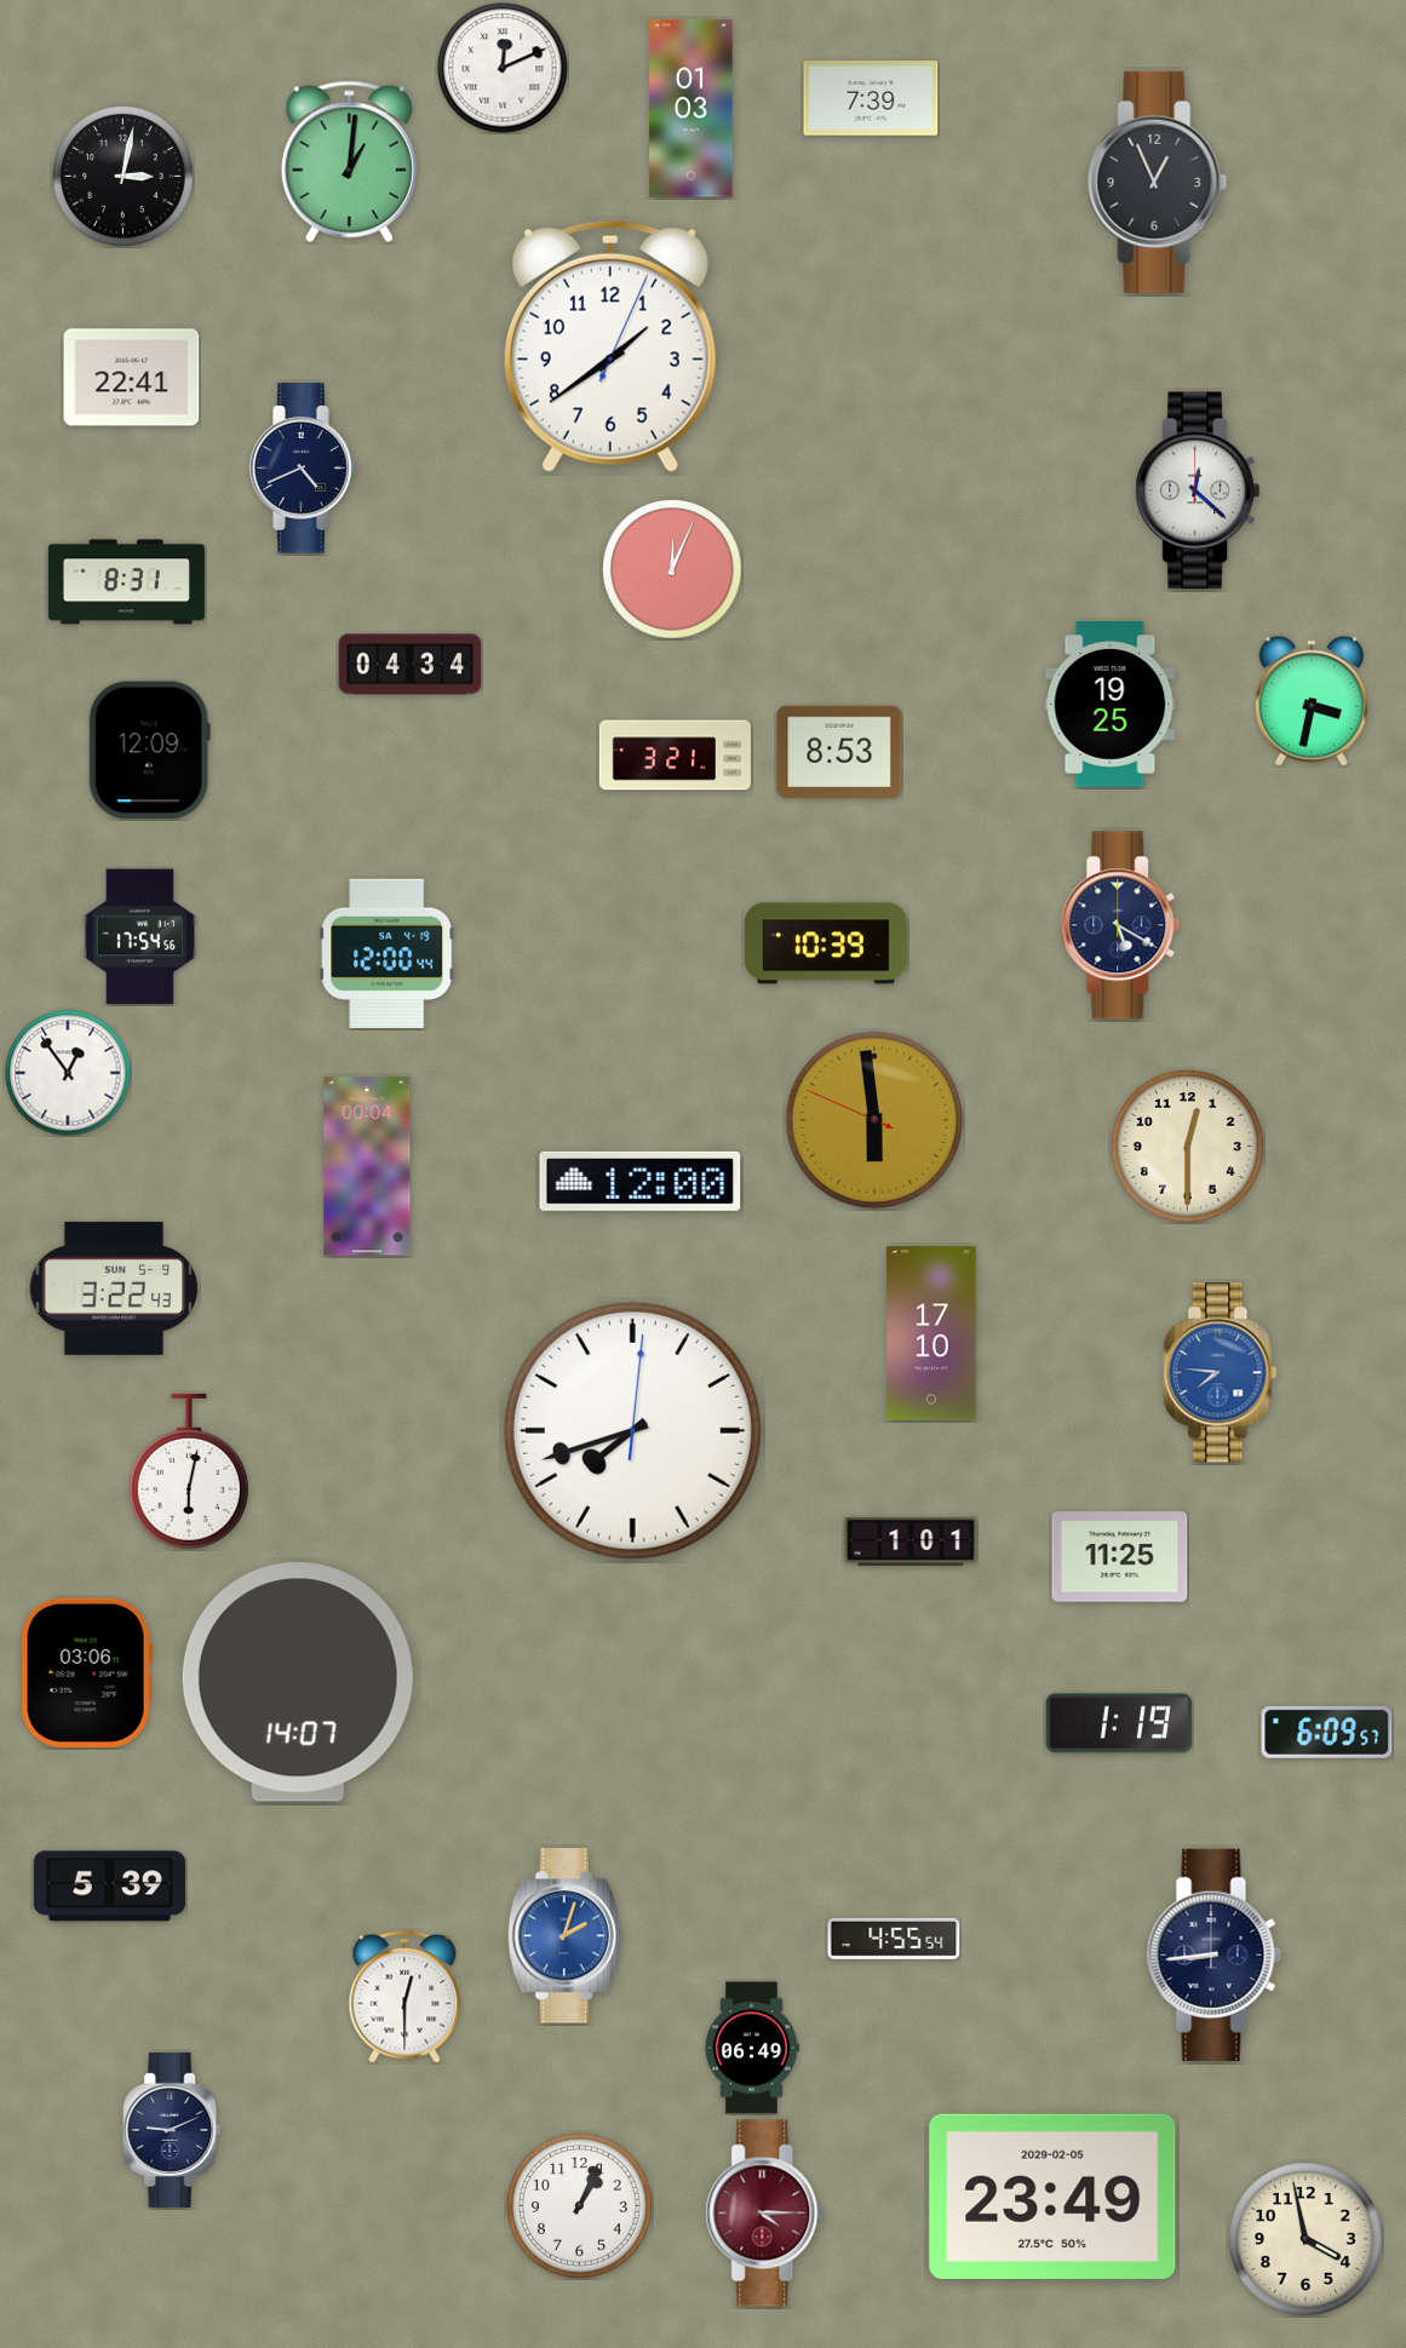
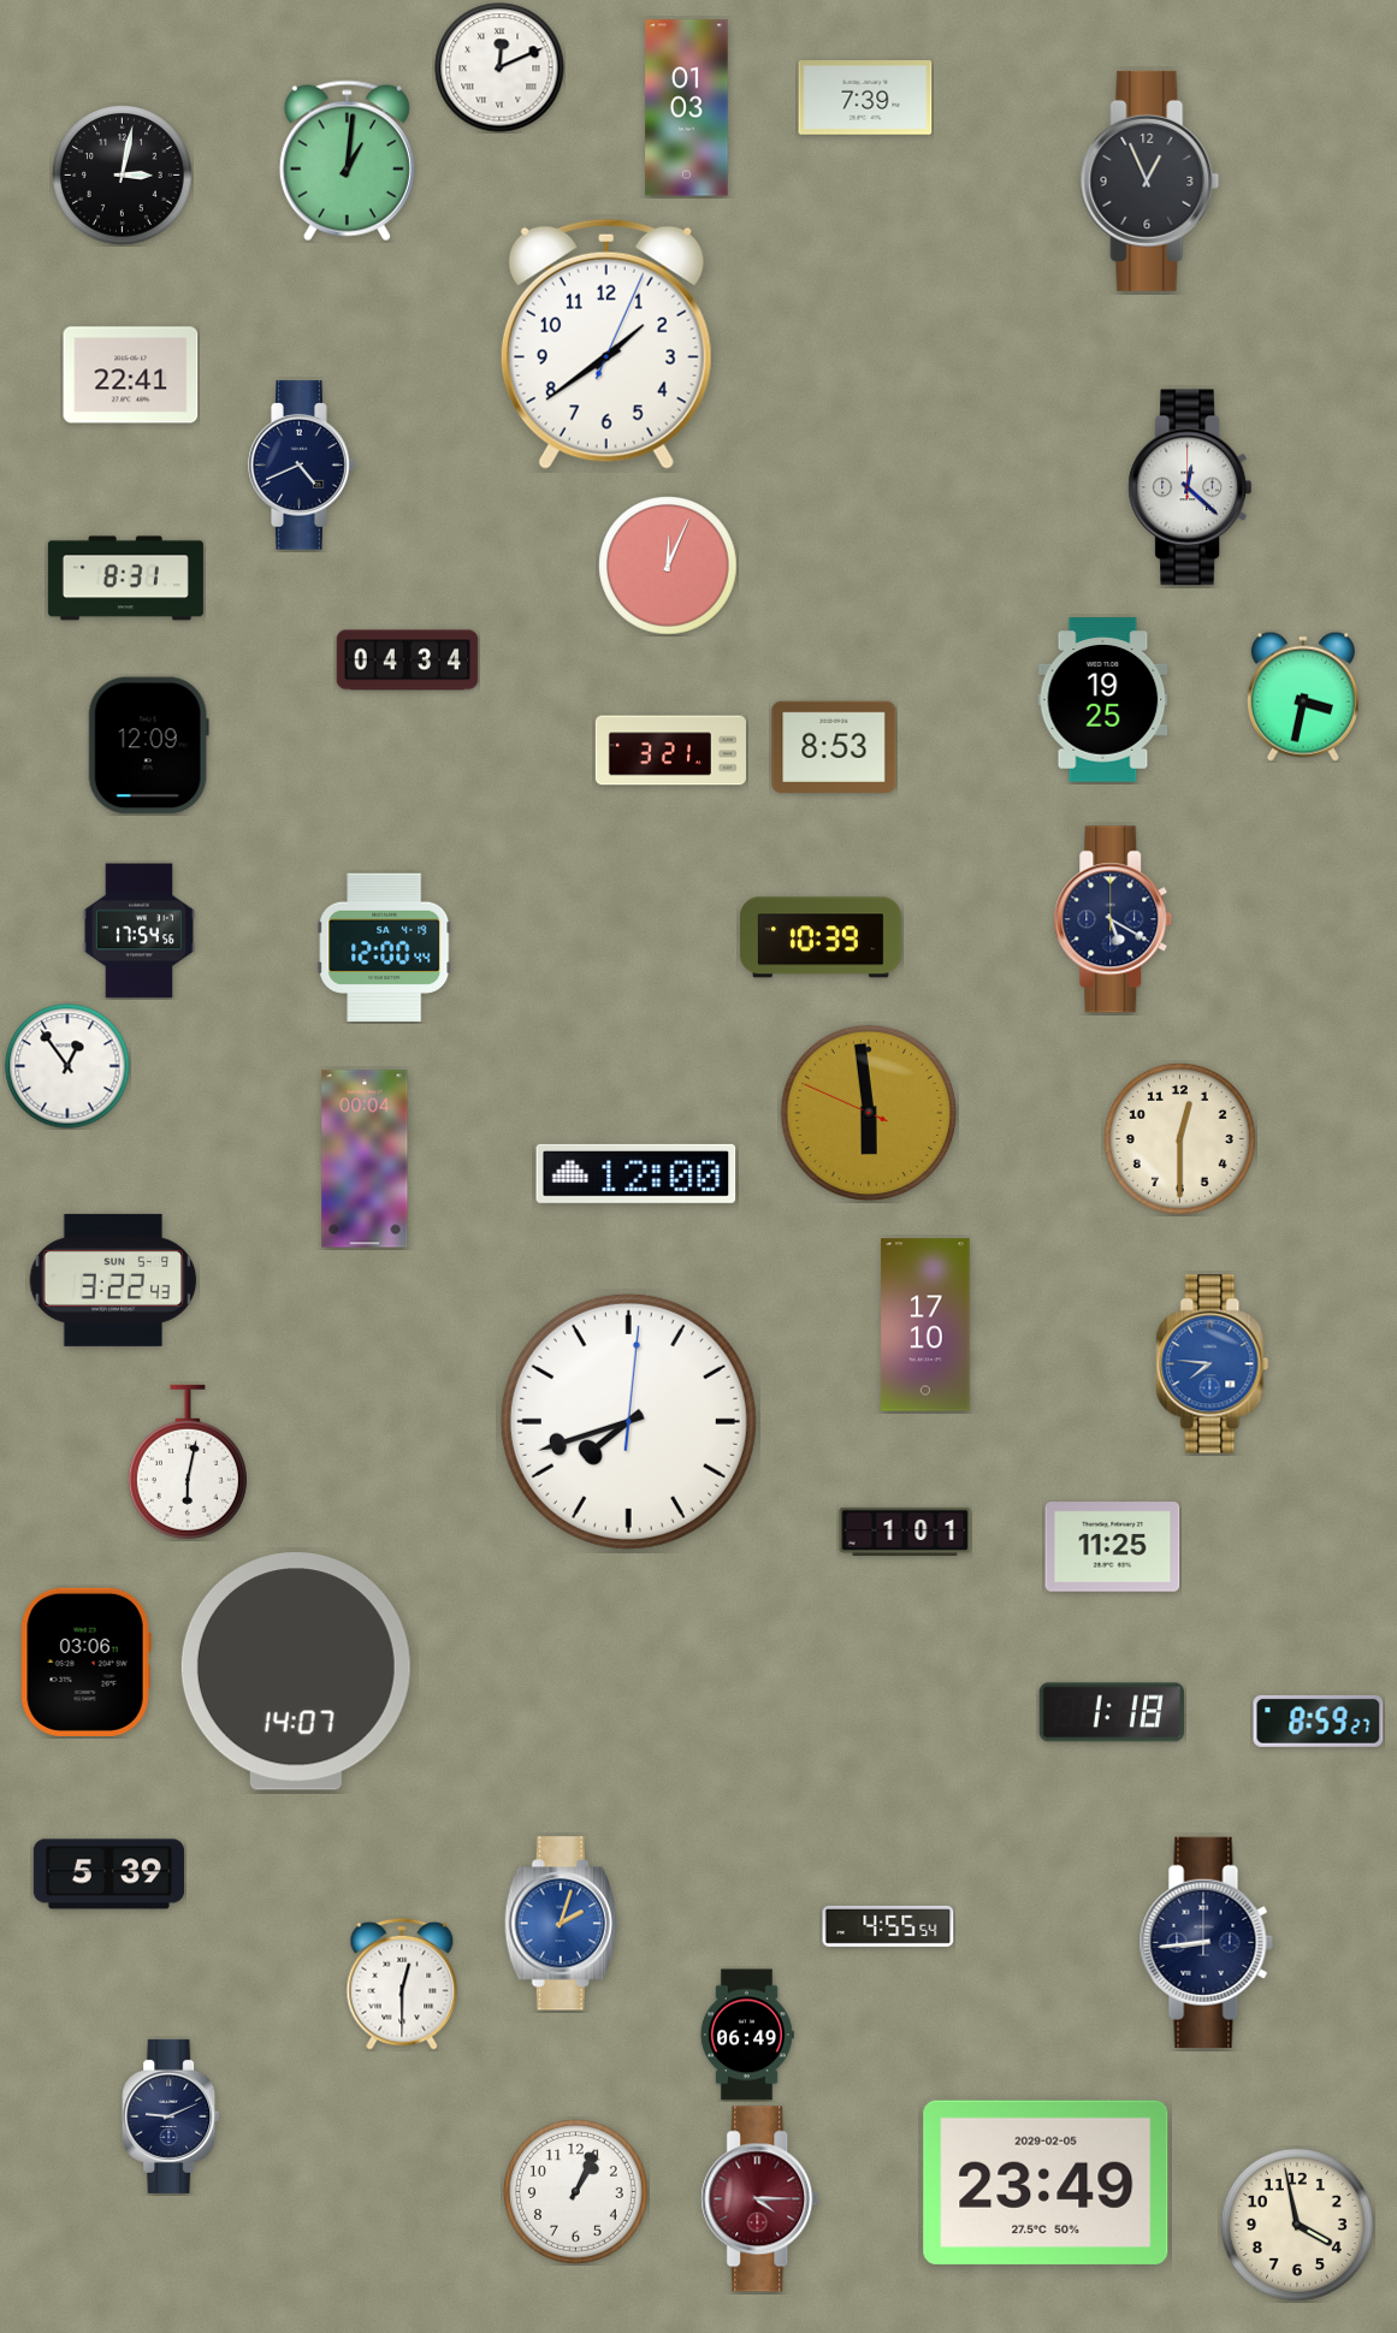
clock at (1118, 1723): 1:19 -> 1:18
clock at (1327, 1732): 6:09 -> 8:59
